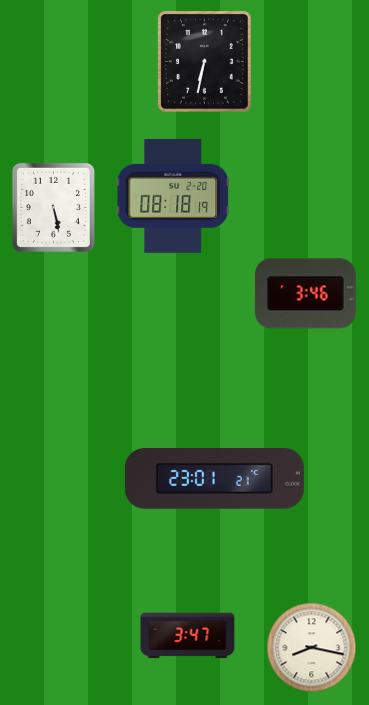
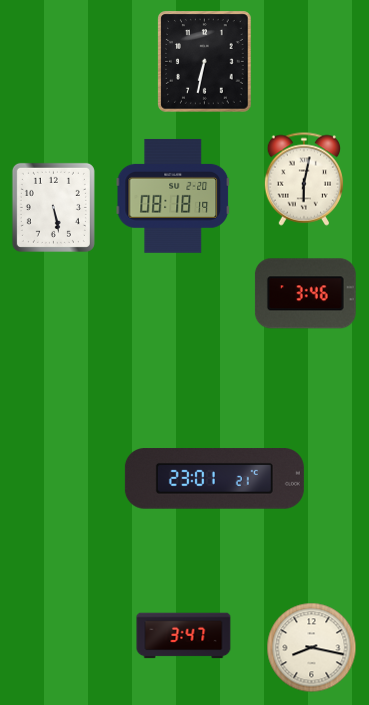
clock at (304, 179): none -> 6:02
clock at (188, 636) position: (188, 636) -> (184, 636)
